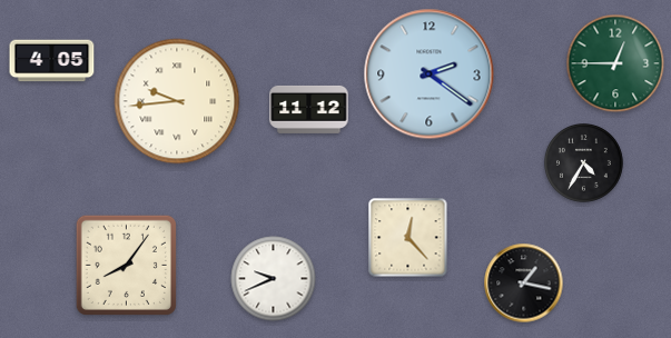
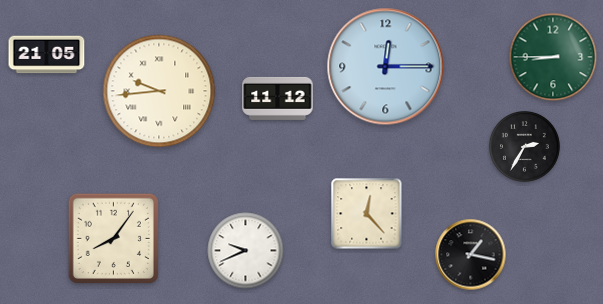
clock at (52, 61): 4:05 -> 21:05
clock at (615, 63): 12:45 -> 8:45
clock at (430, 74): 2:21 -> 12:15
clock at (584, 163): 4:35 -> 2:35
